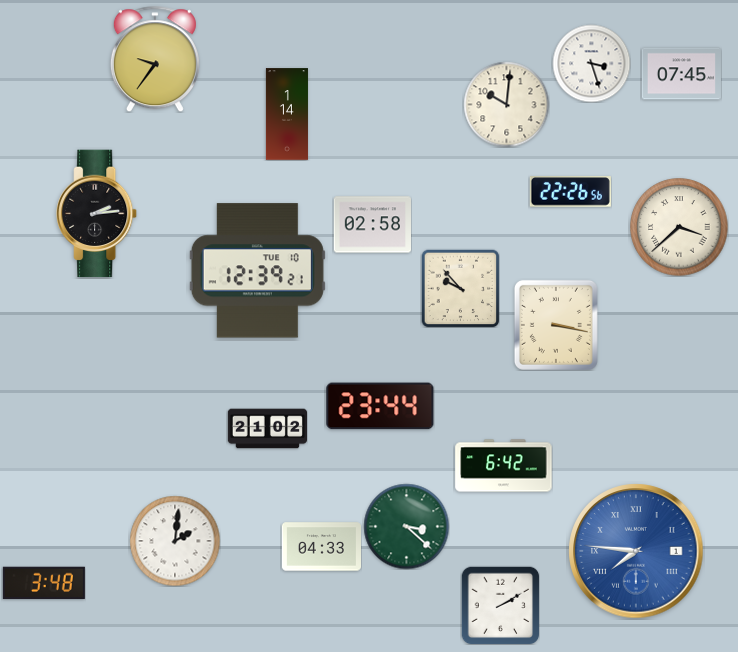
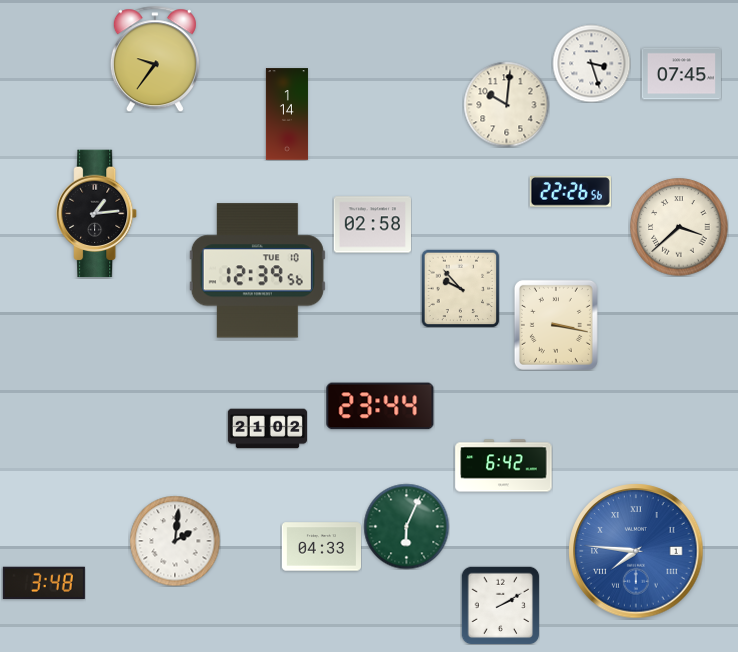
clock at (98, 214): 2:14 -> 1:14
clock at (257, 271): 12:39:21 -> 12:39:56
clock at (406, 526): 3:22 -> 6:04
